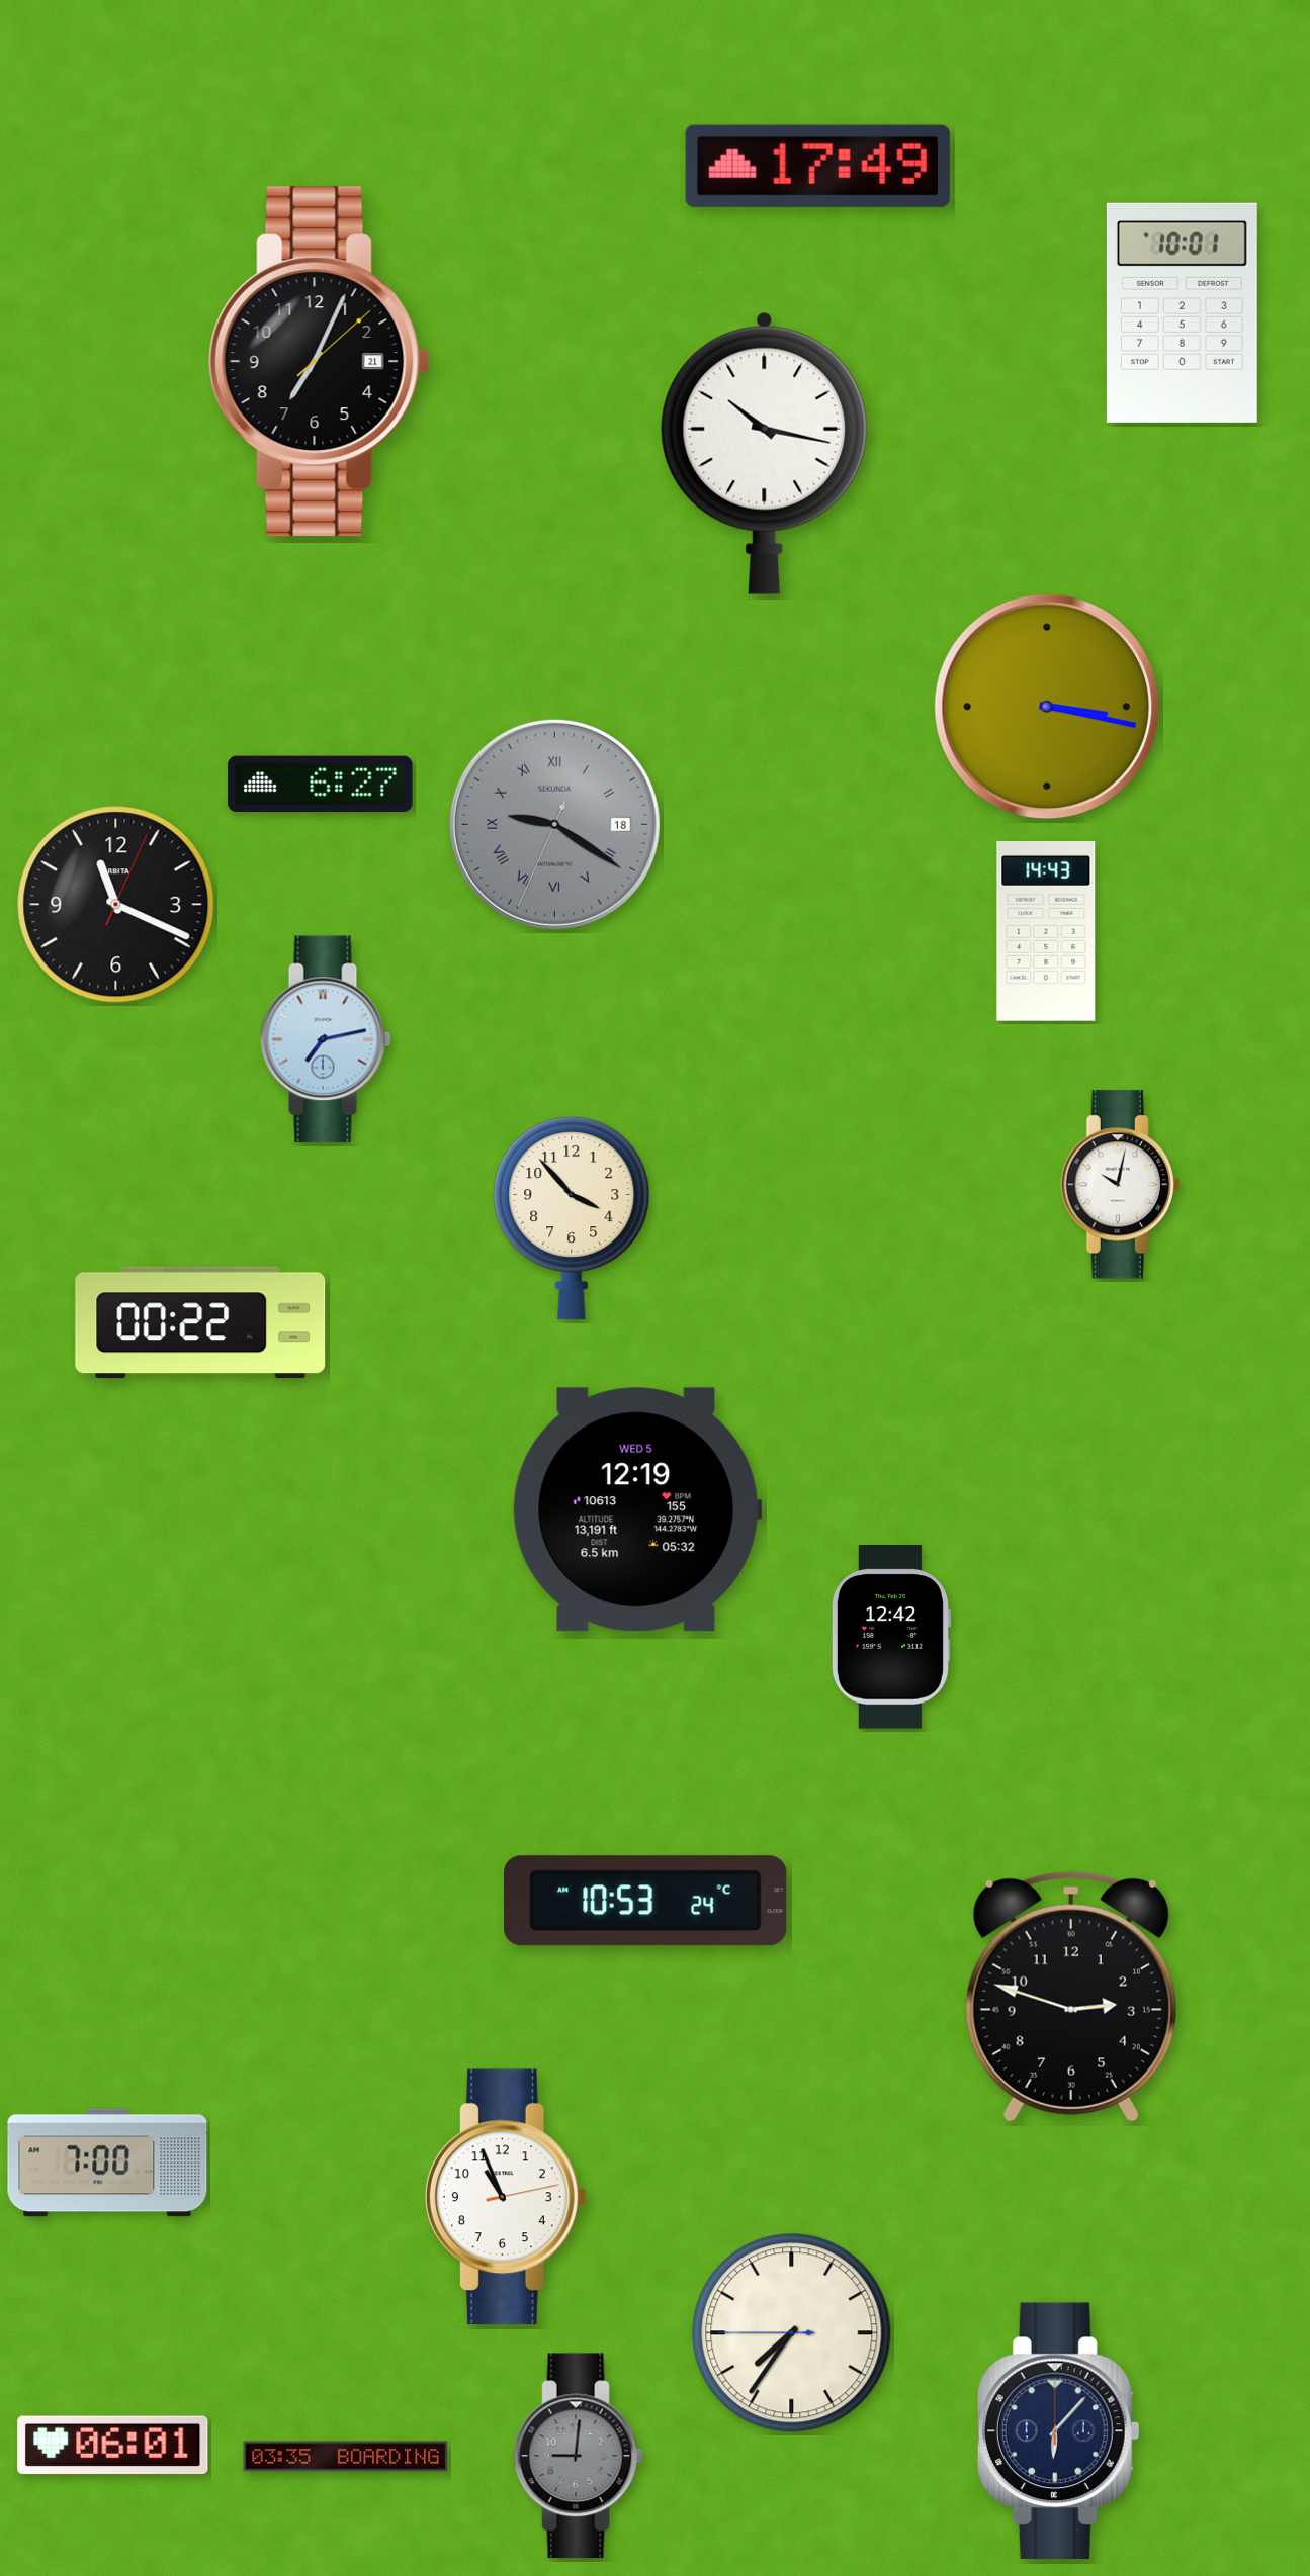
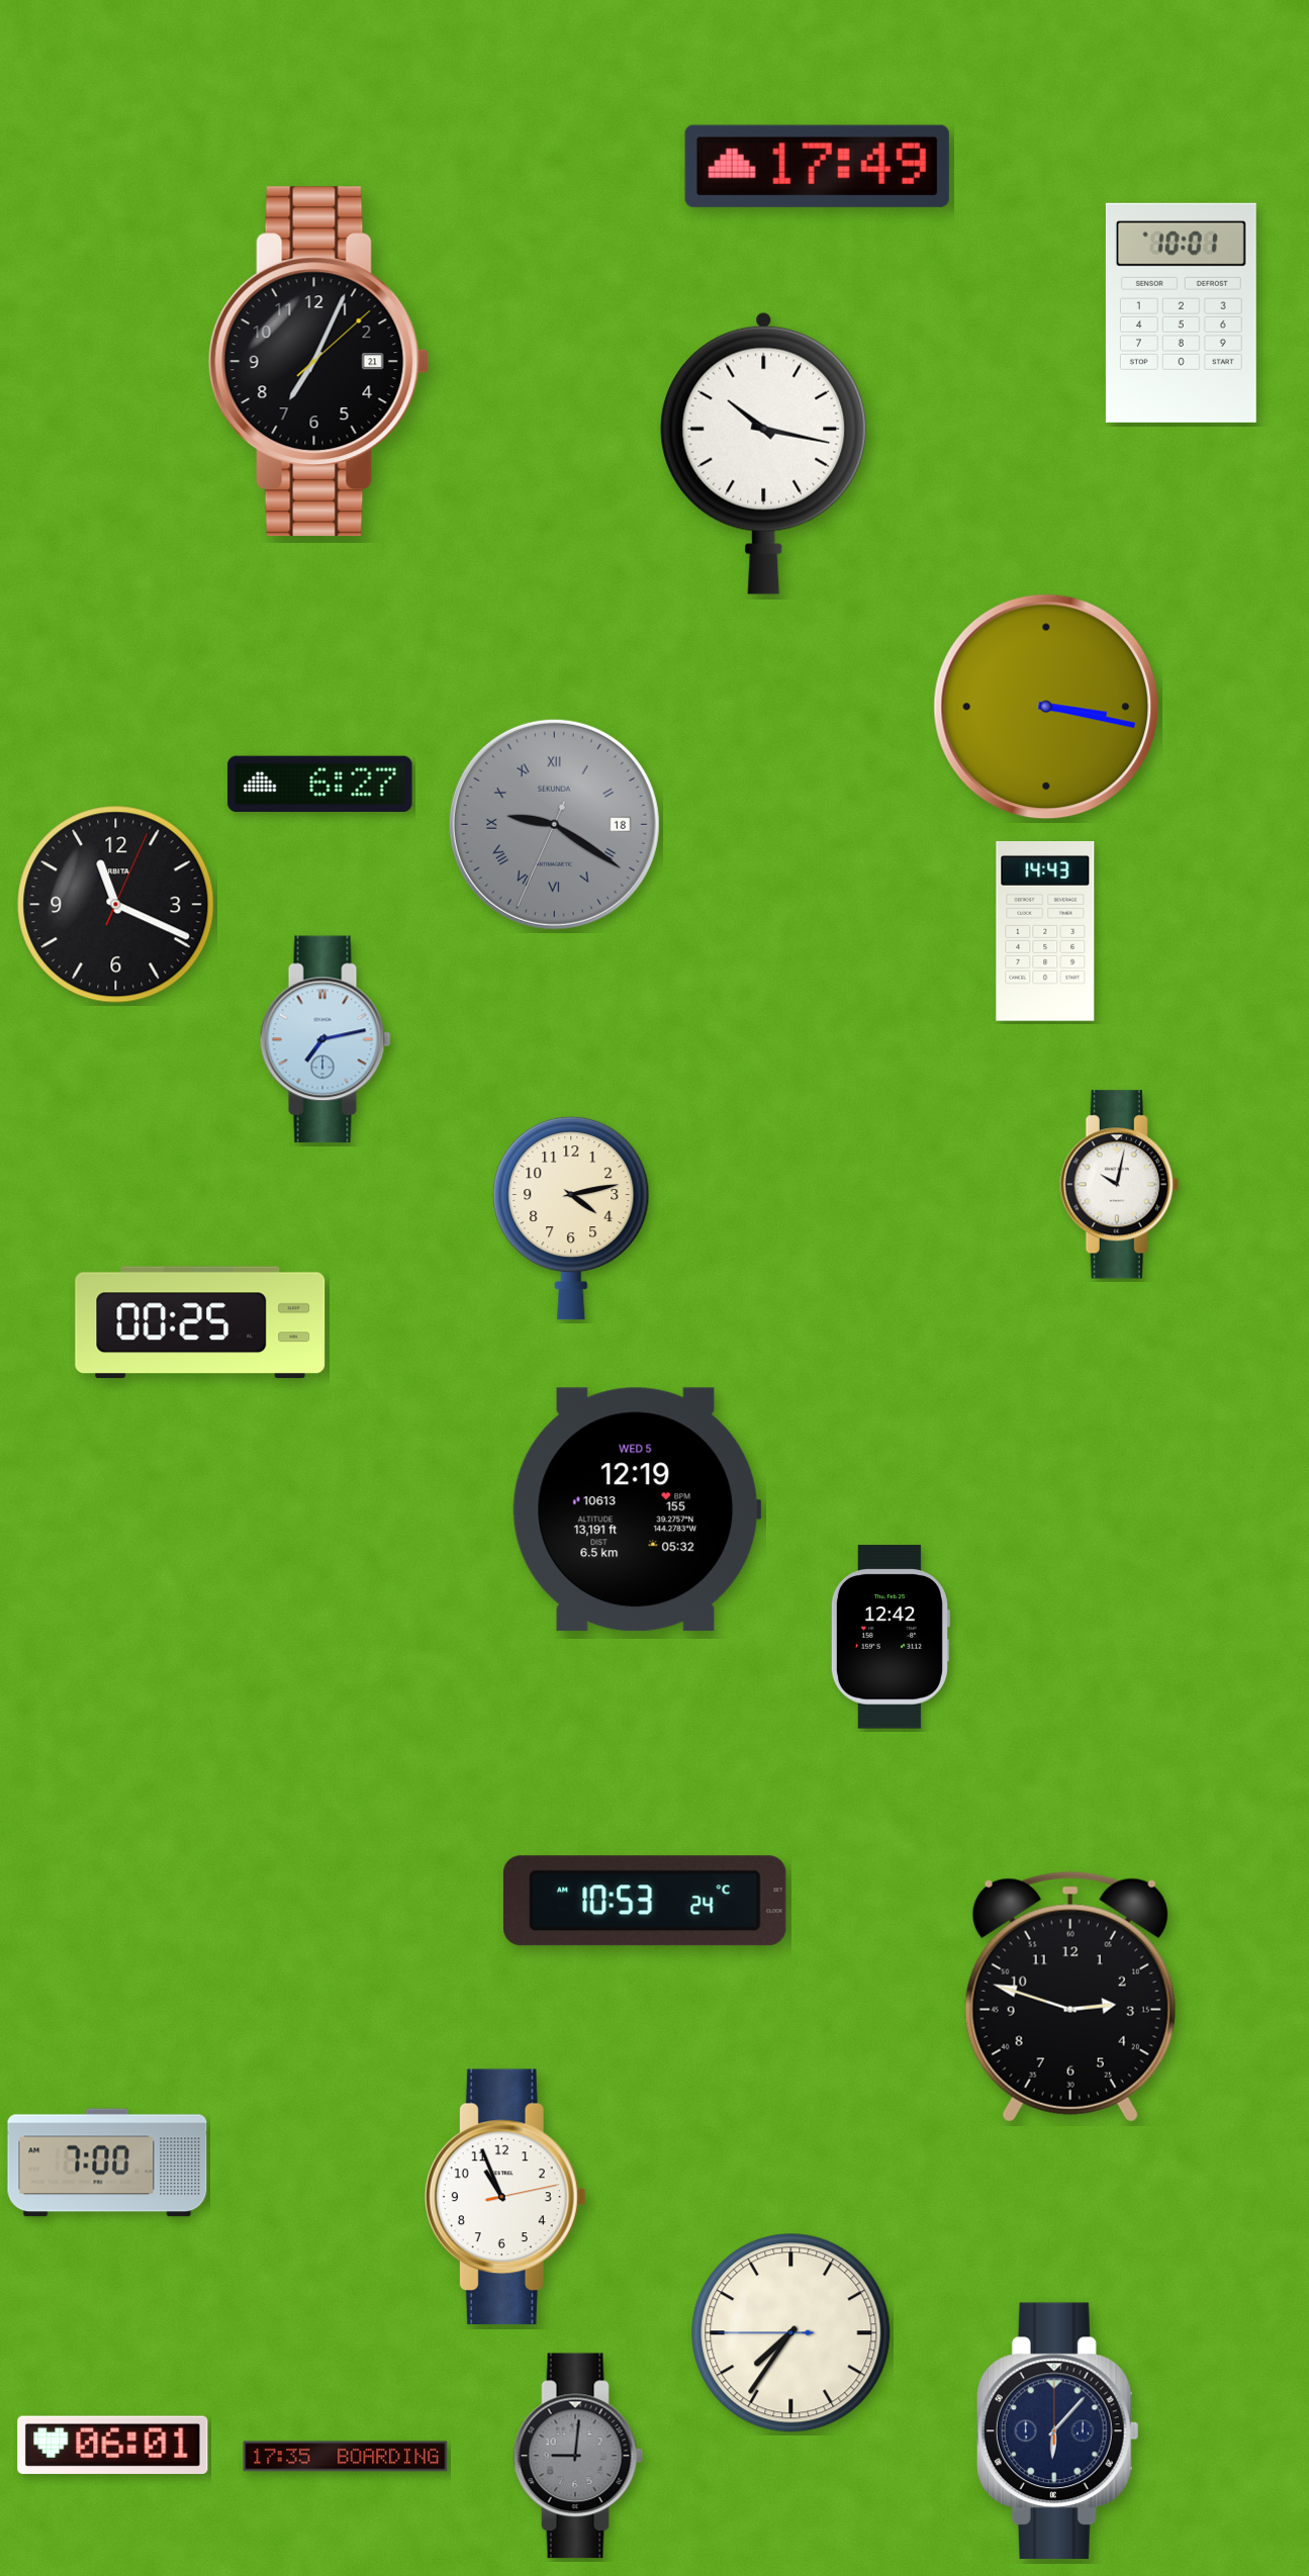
clock at (572, 1218): 3:53 -> 4:13
clock at (200, 1322): 00:22 -> 00:25
clock at (346, 2457): 03:35 -> 17:35
